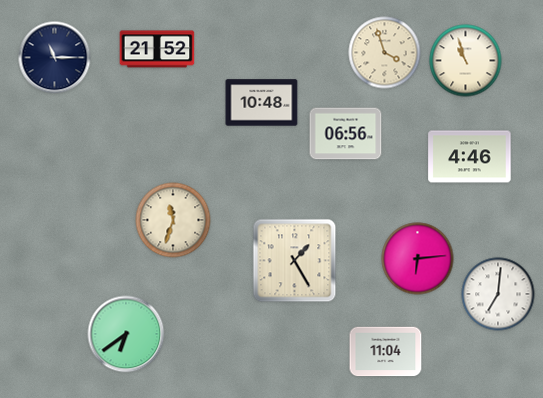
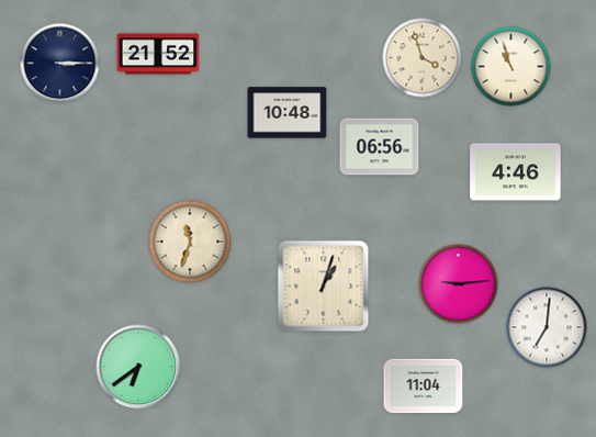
clock at (157, 49) position: (157, 49) -> (158, 54)
clock at (55, 58): 11:15 -> 3:15
clock at (418, 259): 6:14 -> 9:14
clock at (295, 261): 1:25 -> 1:03
clock at (498, 294) position: (498, 294) -> (547, 327)
